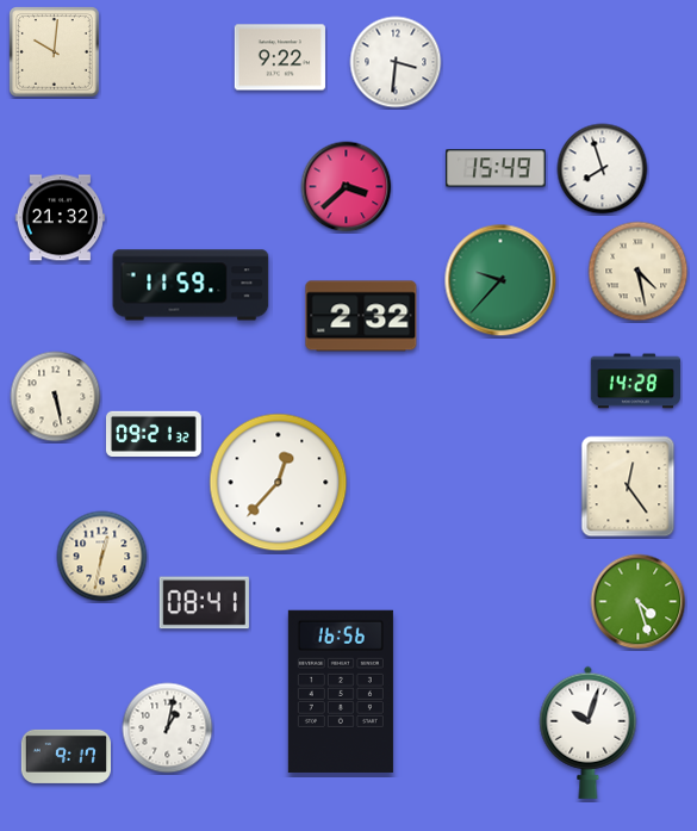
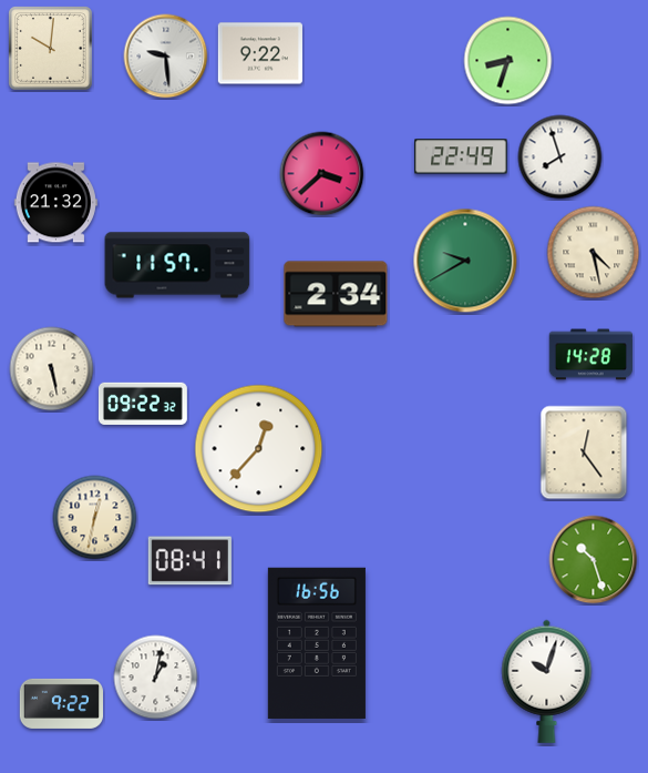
clock at (166, 57): none -> 9:29
clock at (396, 62): 3:31 -> none
clock at (508, 61): none -> 8:33
clock at (496, 168): 15:49 -> 22:49
clock at (500, 280): 9:37 -> 9:40
clock at (191, 285): 11:59 -> 11:57
clock at (361, 316): 2:32 -> 2:34
clock at (154, 434): 09:21 -> 09:22
clock at (639, 602): 4:27 -> 10:27
clock at (66, 756): 9:17 -> 9:22
